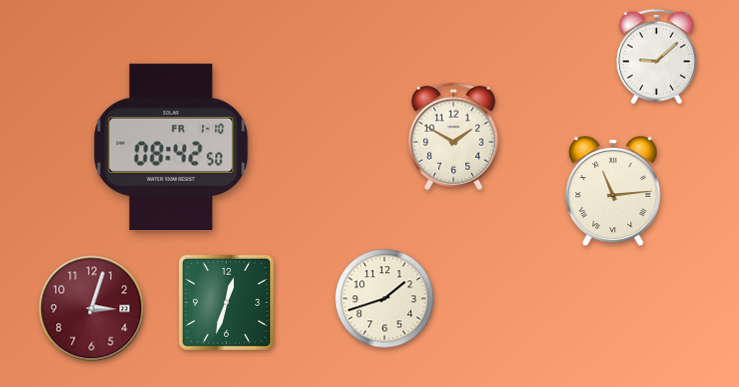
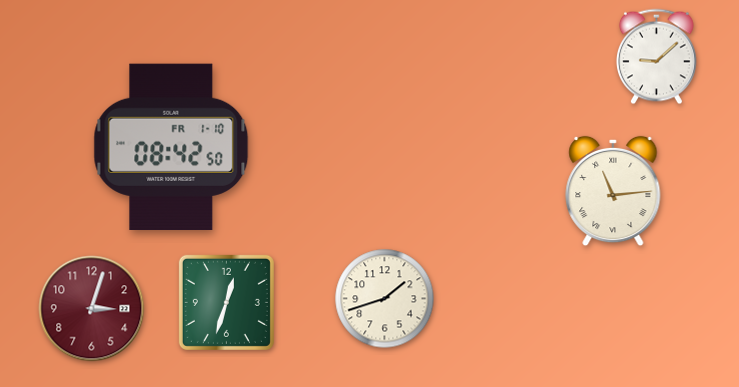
clock at (454, 137): 1:50 -> none
